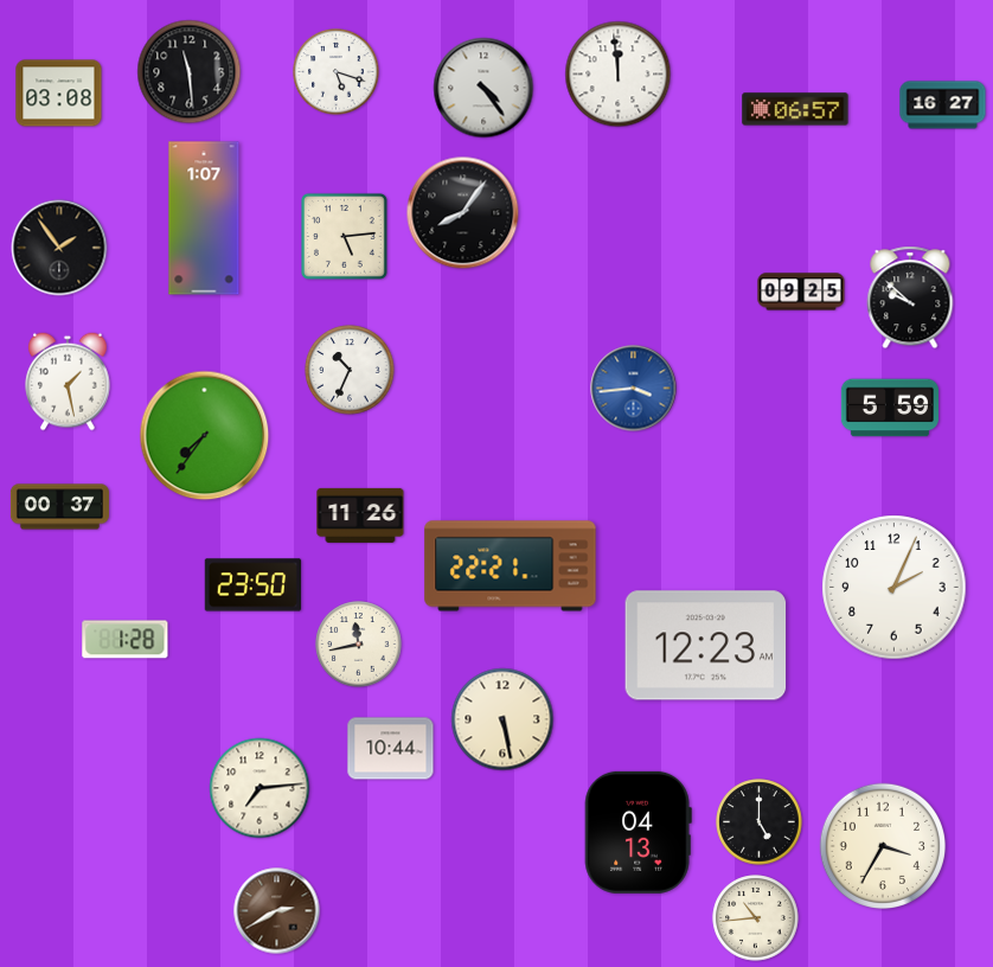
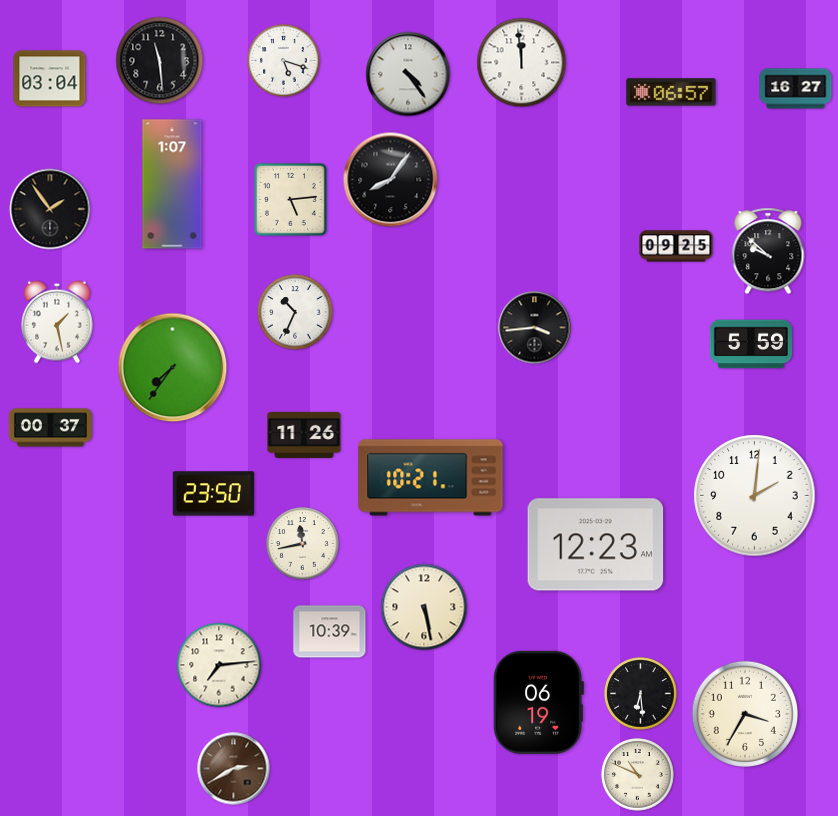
clock at (59, 94): 03:08 -> 03:04
clock at (634, 389) dial: blue -> black
clock at (511, 566): 22:21 -> 10:21
clock at (895, 588): 2:04 -> 2:01
clock at (126, 640): 1:28 -> none
clock at (391, 749): 10:44 -> 10:39
clock at (760, 822): 5:00 -> 6:29
clock at (638, 832): 04:13 -> 06:19
clock at (756, 918): 10:44 -> 10:49
